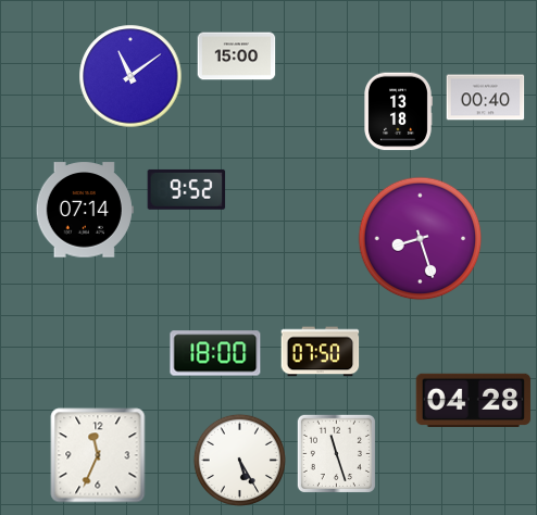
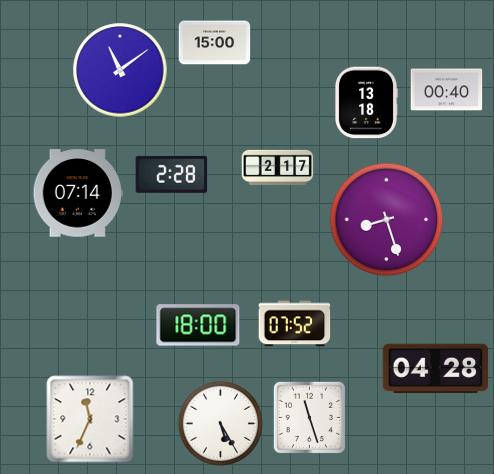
clock at (237, 56) position: (237, 56) -> (215, 43)
clock at (278, 167): none -> 2:17
clock at (187, 189): 9:52 -> 2:28
clock at (321, 352): 07:50 -> 07:52
